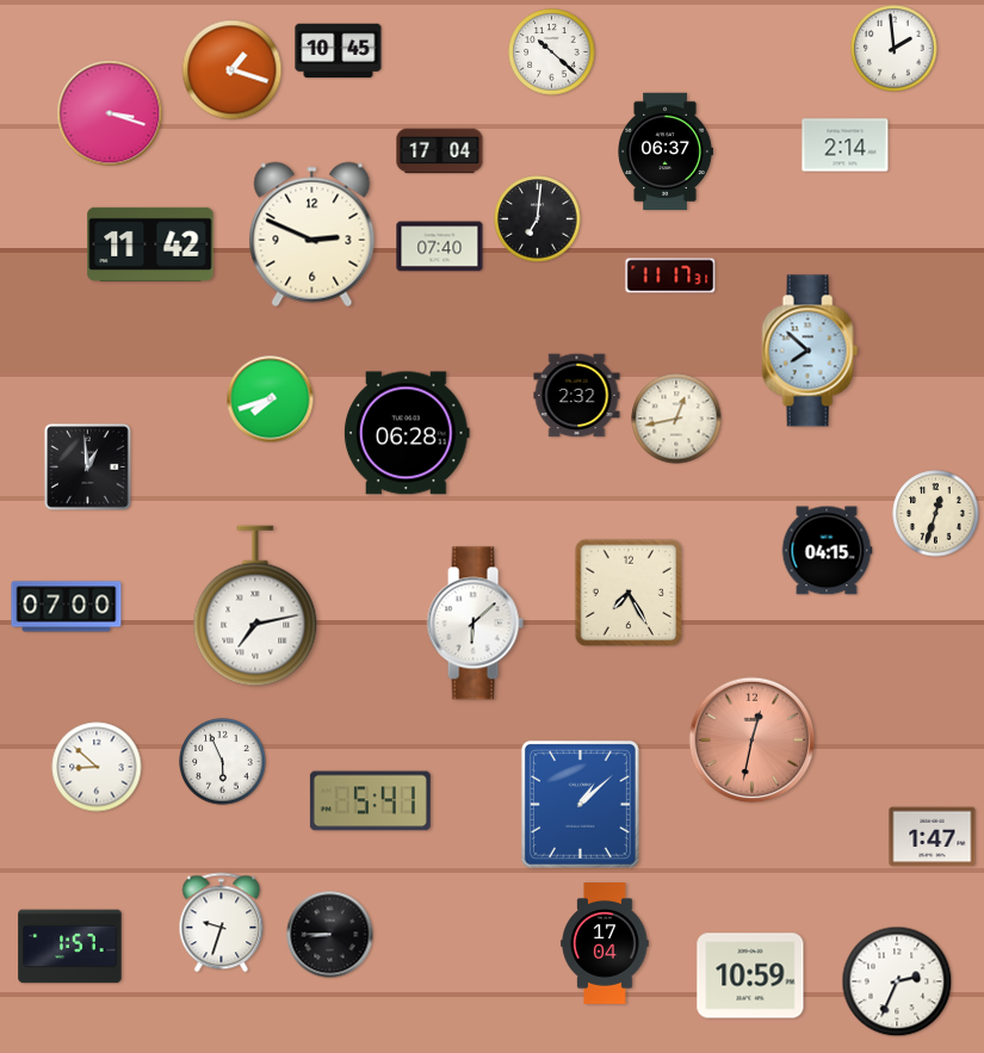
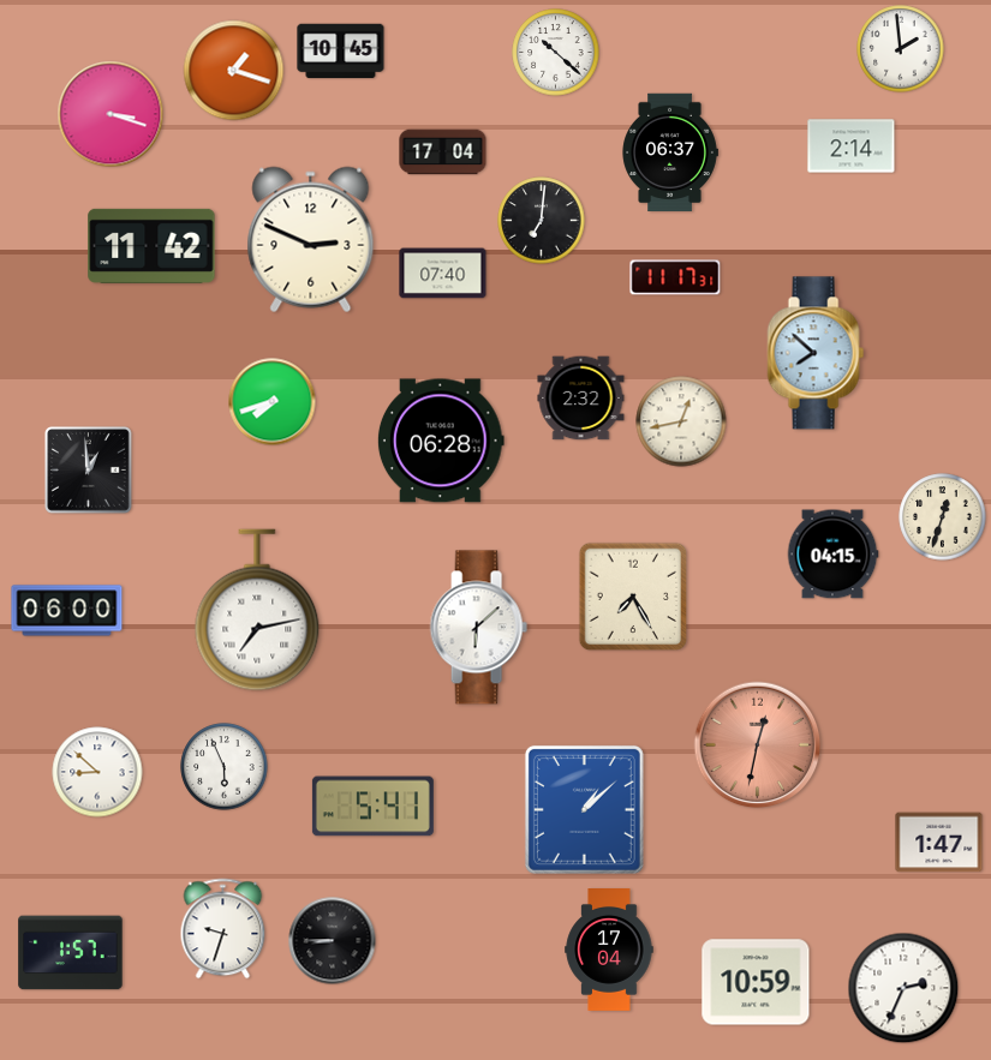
clock at (312, 235) position: (312, 235) -> (311, 240)
clock at (440, 247) position: (440, 247) -> (443, 274)
clock at (407, 433) position: (407, 433) -> (441, 441)
clock at (67, 607): 07:00 -> 06:00
